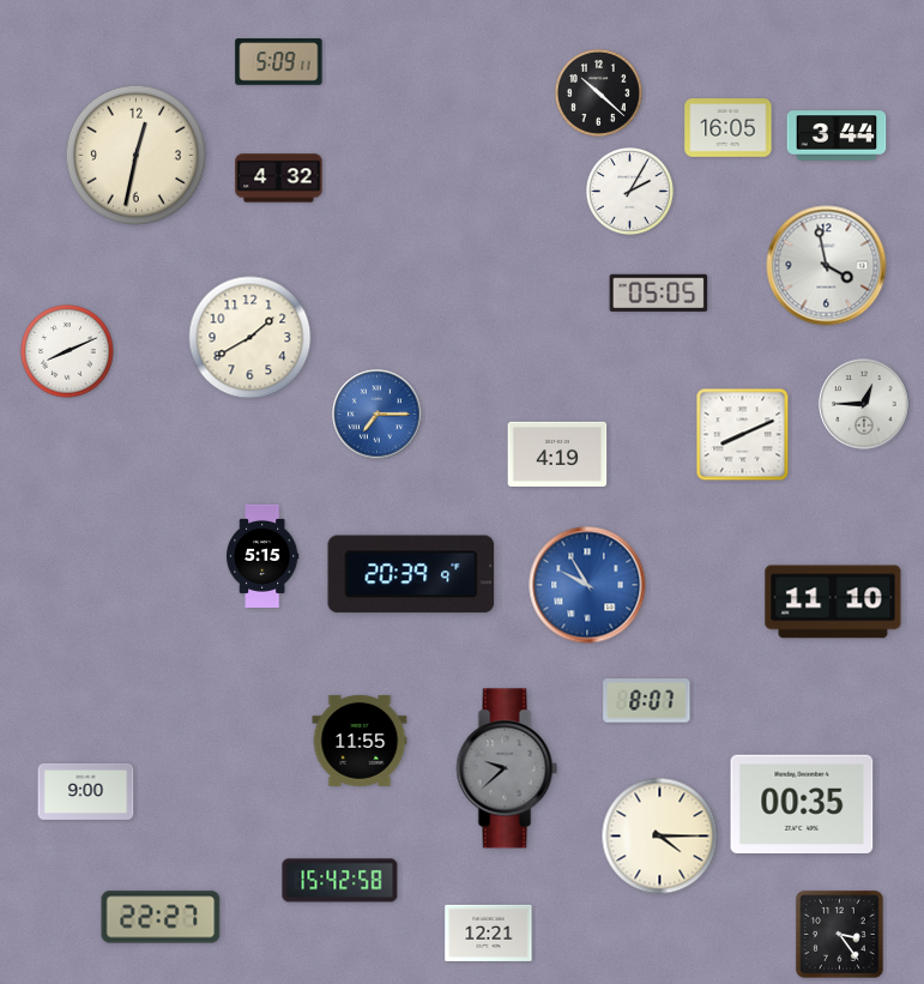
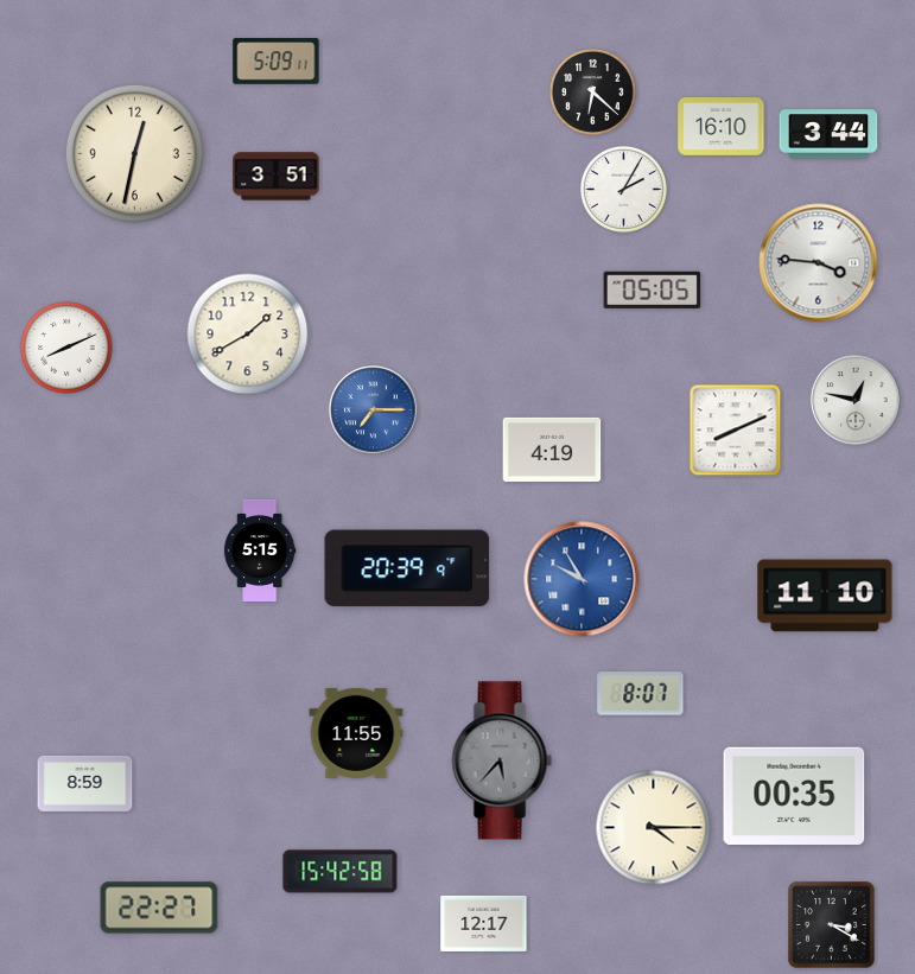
clock at (598, 92): 10:22 -> 6:22
clock at (729, 128): 16:05 -> 16:10
clock at (279, 179): 4:32 -> 3:51
clock at (827, 266): 3:58 -> 3:46
clock at (864, 404): 12:45 -> 12:47
clock at (507, 768): 9:38 -> 5:37
clock at (86, 791): 9:00 -> 8:59
clock at (340, 881) position: (340, 881) -> (341, 872)
clock at (489, 932): 12:21 -> 12:17
clock at (840, 935): 3:24 -> 3:20
